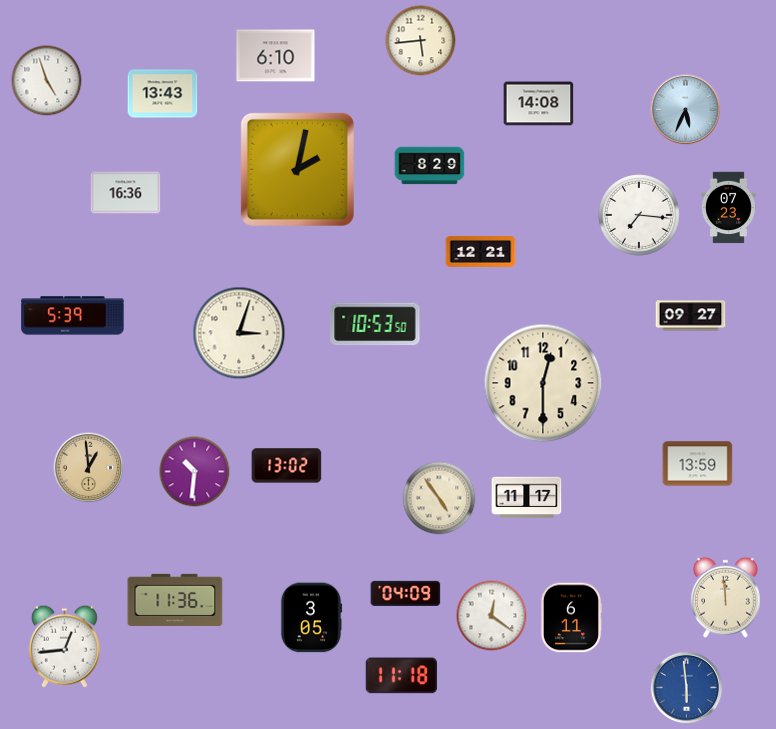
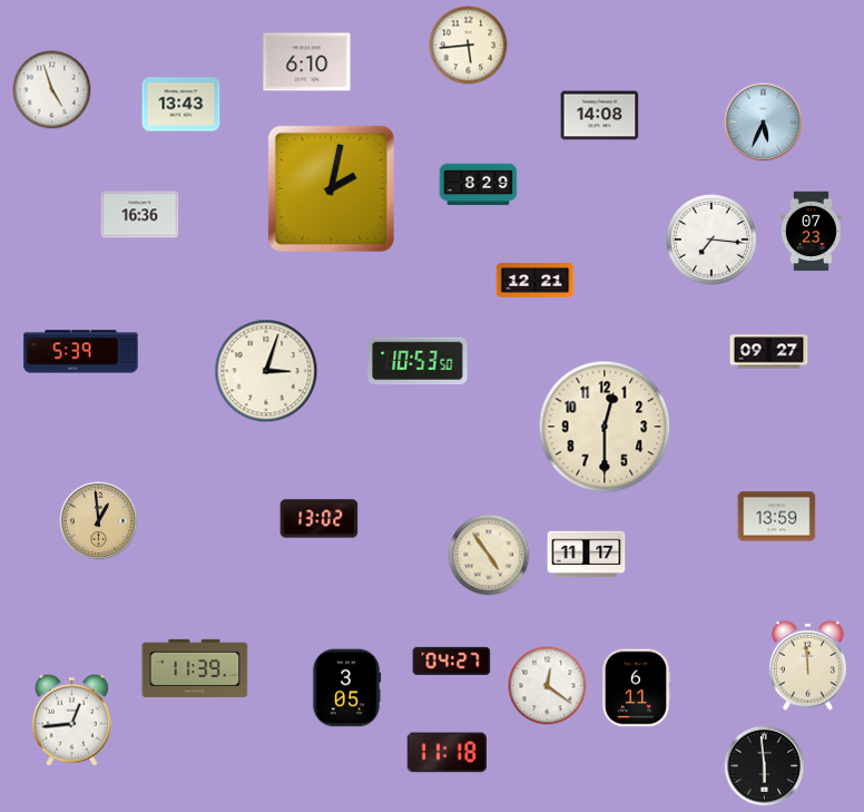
clock at (195, 472): 10:31 -> none
clock at (406, 593): 04:09 -> 04:27
clock at (175, 600): 11:36 -> 11:39
clock at (687, 688) dial: blue -> black
